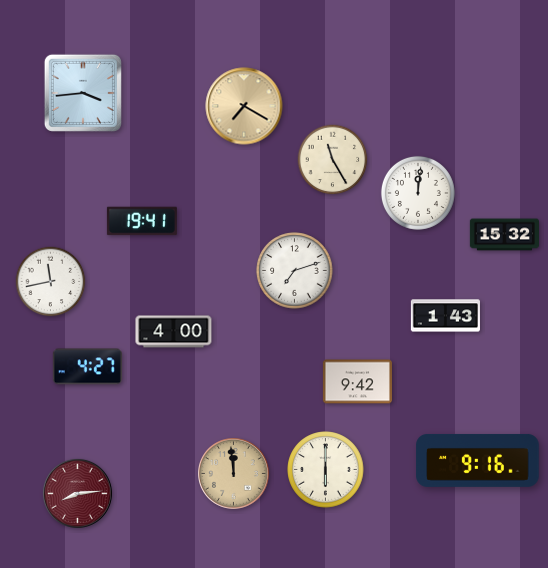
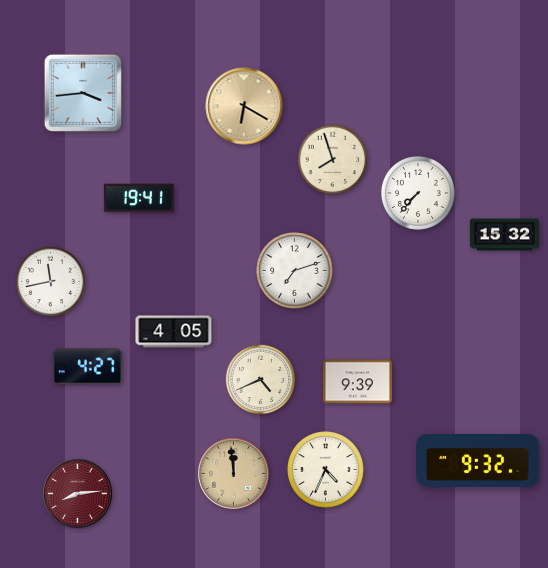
clock at (244, 106): 7:20 -> 6:20
clock at (333, 160): 11:25 -> 7:57
clock at (418, 193): 12:01 -> 7:37
clock at (142, 221) position: (142, 221) -> (139, 198)
clock at (445, 316): 1:43 -> none
clock at (174, 332): 4:00 -> 4:05
clock at (261, 380): none -> 4:41
clock at (357, 382): 9:42 -> 9:39
clock at (478, 460): 9:16 -> 9:32
clock at (326, 470): 6:00 -> 4:34
